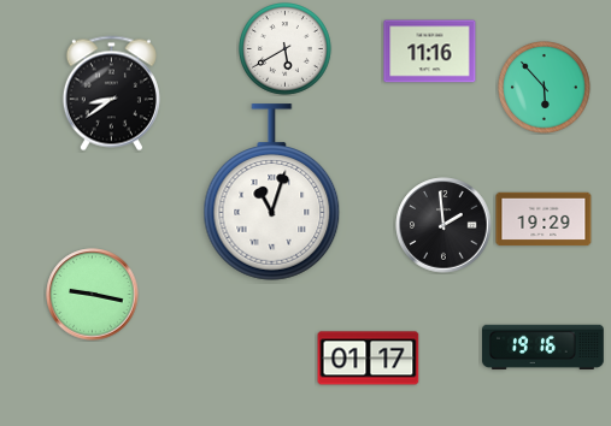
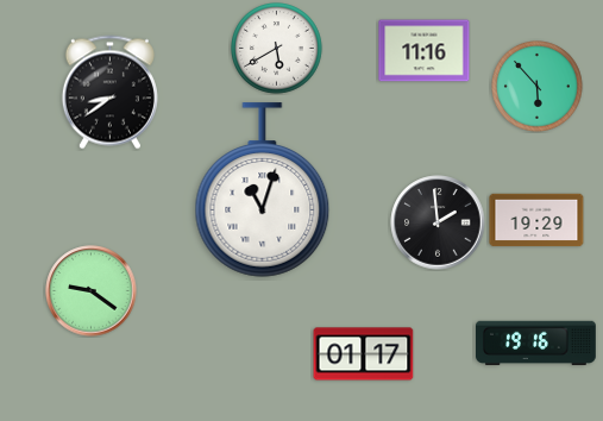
clock at (286, 49) position: (286, 49) -> (277, 49)
clock at (272, 193) position: (272, 193) -> (263, 190)
clock at (544, 219) position: (544, 219) -> (536, 220)
clock at (93, 295): 9:17 -> 9:21
